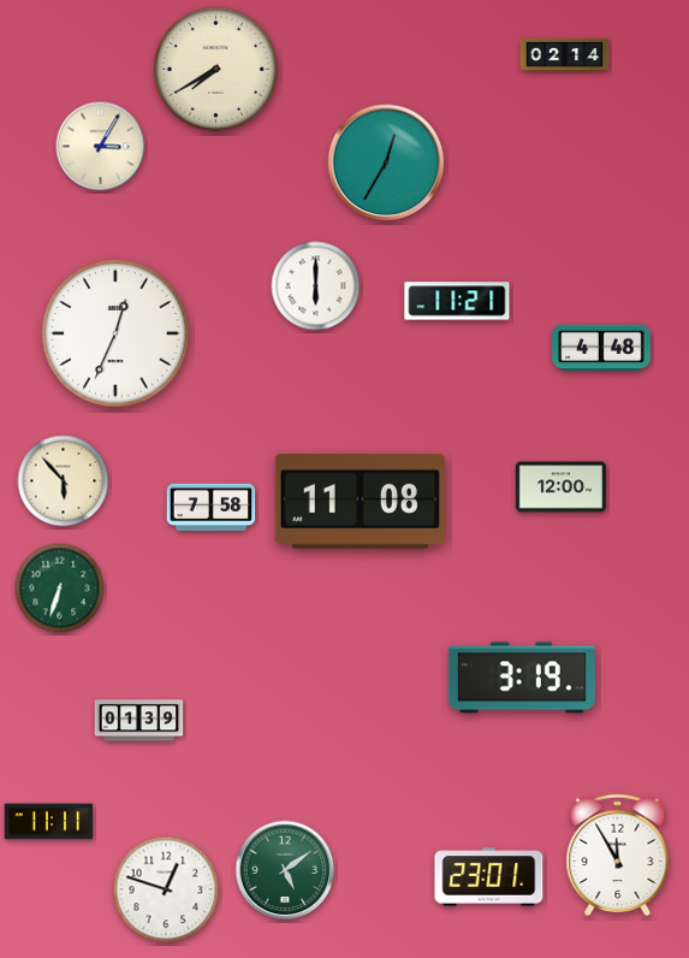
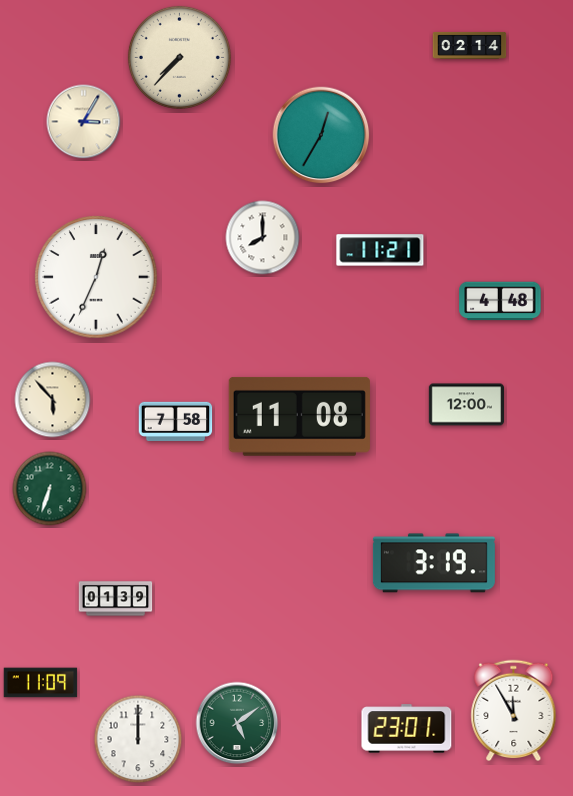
clock at (215, 69): 7:40 -> 7:37
clock at (316, 286): 6:00 -> 8:00
clock at (601, 348) position: (601, 348) -> (500, 301)
clock at (49, 822): 11:11 -> 11:09
clock at (166, 889): 12:48 -> 12:00
